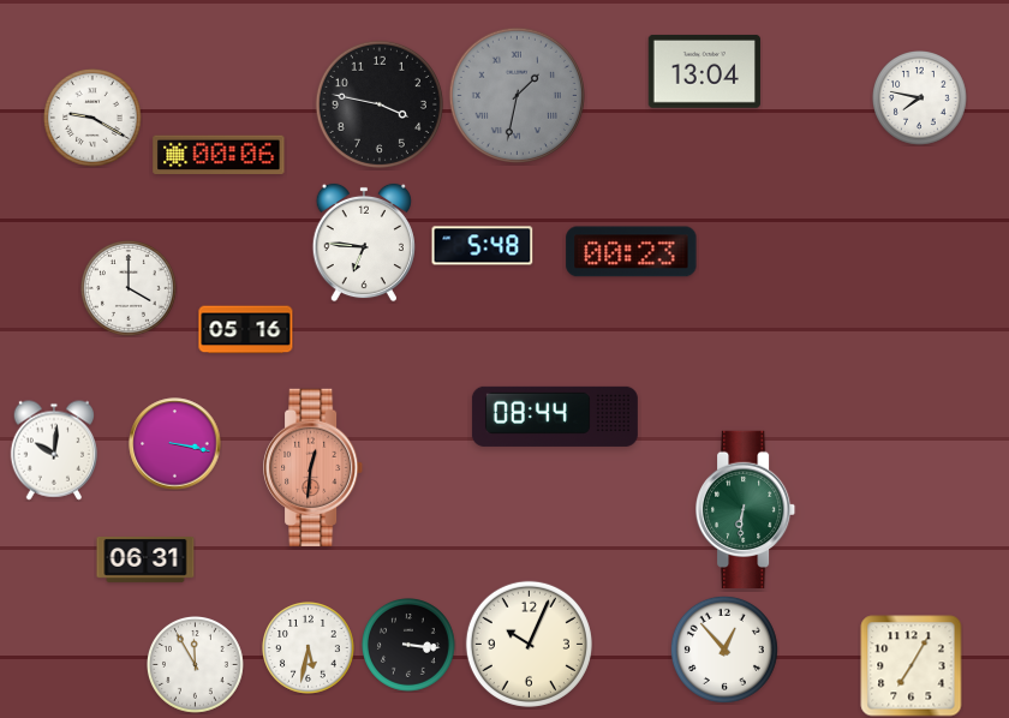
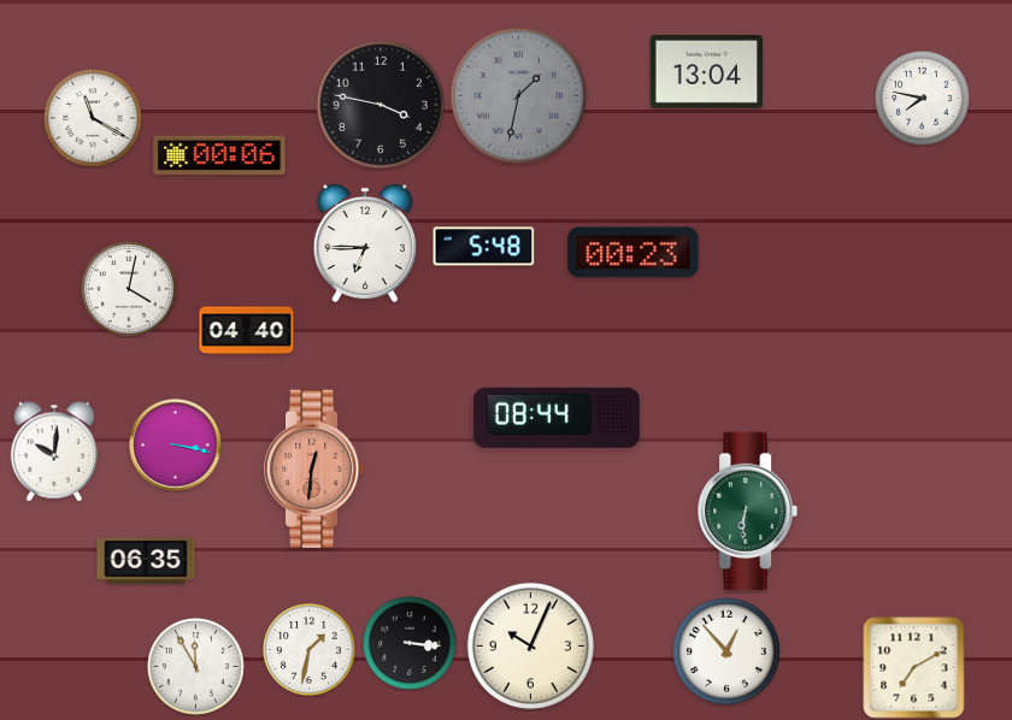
clock at (92, 118): 9:20 -> 11:20
clock at (364, 243): 6:46 -> 6:45
clock at (130, 289): 4:00 -> 4:02
clock at (246, 330): 05:16 -> 04:40
clock at (145, 560): 06:31 -> 06:35
clock at (410, 646) position: (410, 646) -> (411, 644)
clock at (309, 648): 5:32 -> 1:32
clock at (912, 666): 7:05 -> 7:10
